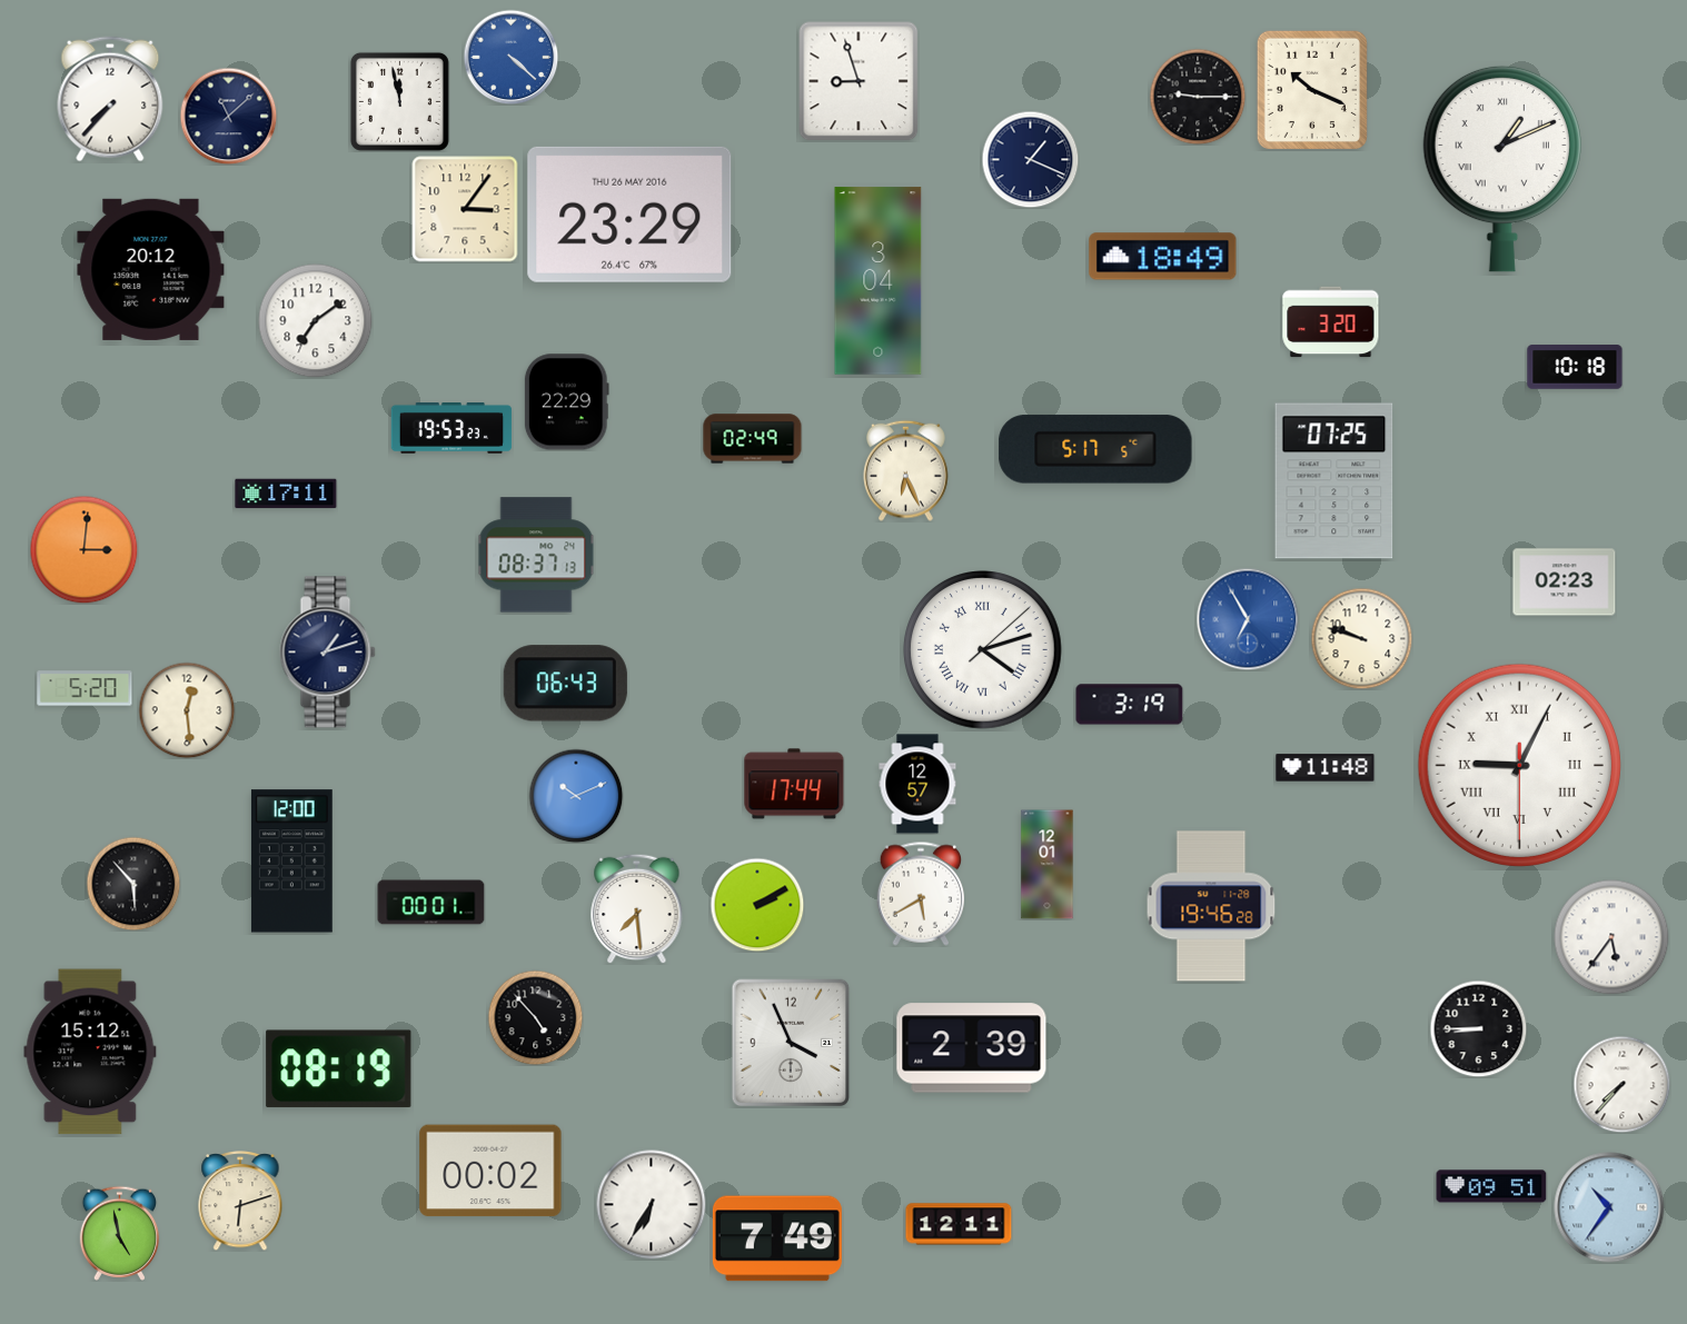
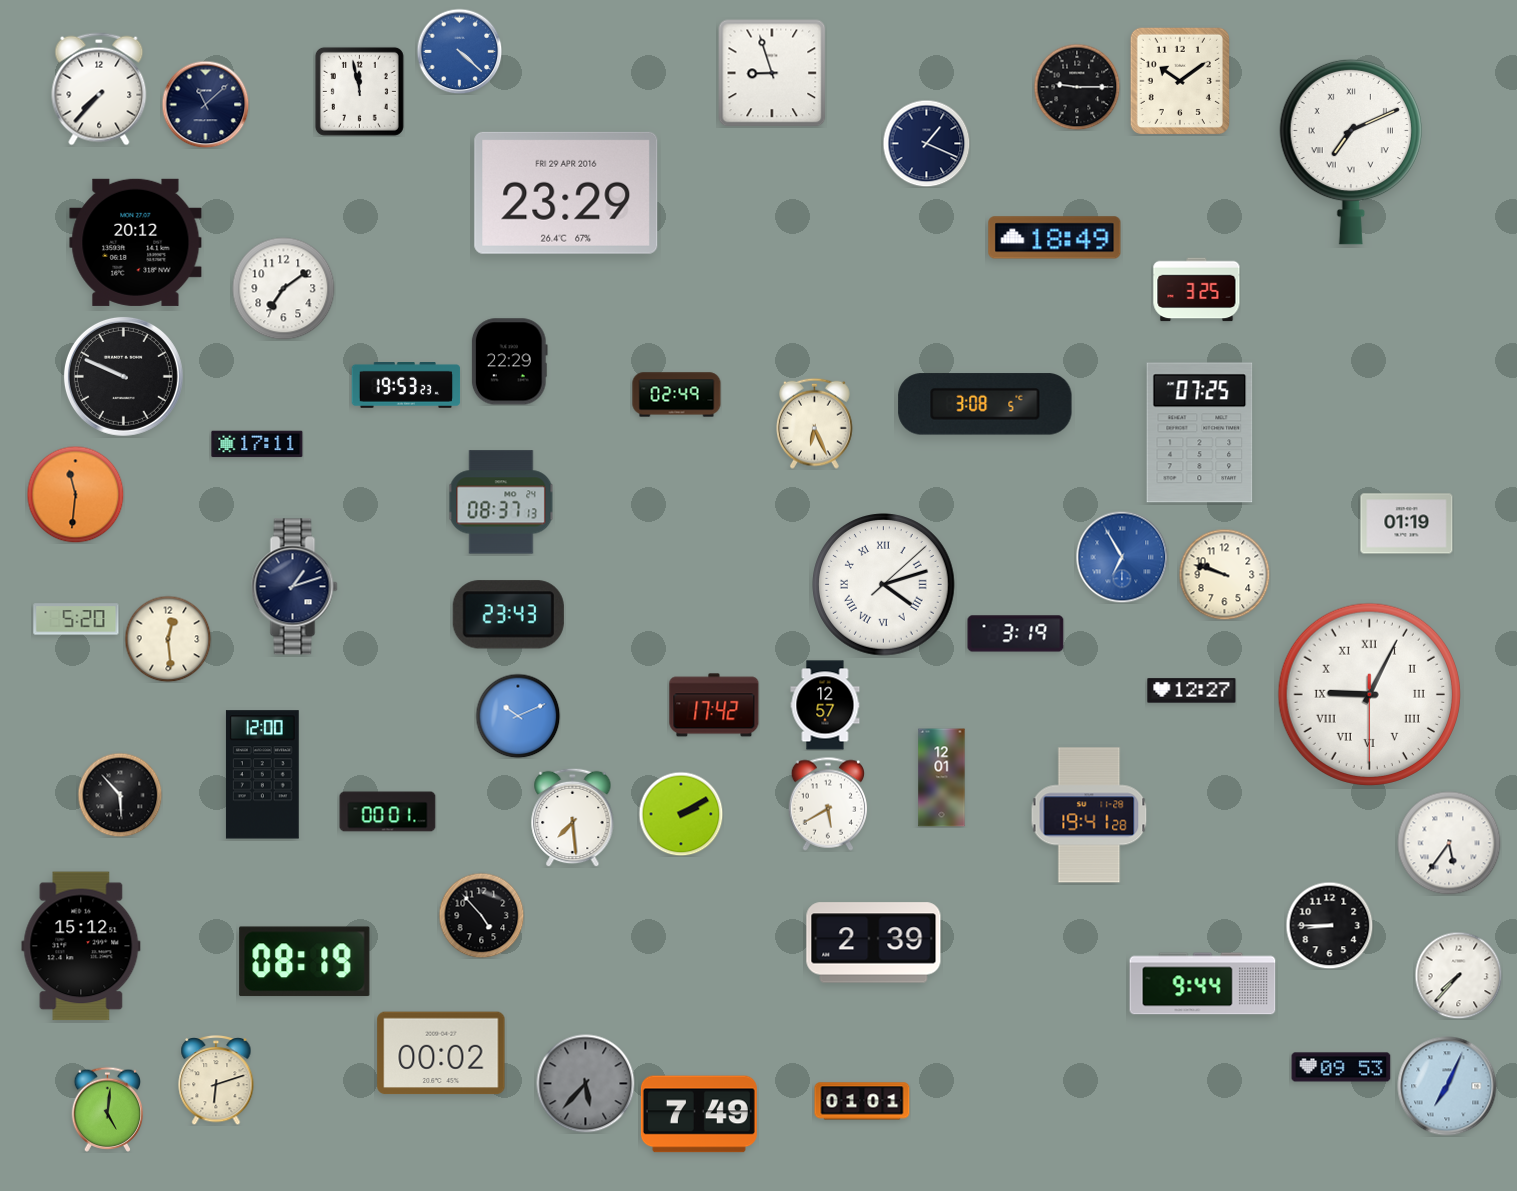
clock at (1312, 90): 10:19 -> 10:09
clock at (1502, 169): 1:11 -> 7:11
clock at (465, 209): 3:06 -> none
clock at (629, 215) date: THU 26 MAY 2016 -> FRI 29 APR 2016
clock at (1163, 257) position: (1163, 257) -> (1055, 238)
clock at (879, 281): 3:04 -> none
clock at (1331, 322): 3:20 -> 3:25
clock at (1575, 367): 10:18 -> none
clock at (123, 376): none -> 9:49
clock at (1095, 449): 5:17 -> 3:08
clock at (83, 549): 3:01 -> 11:31
clock at (536, 555) position: (536, 555) -> (501, 502)
clock at (1565, 583): 02:23 -> 01:19
clock at (565, 684): 06:43 -> 23:43
clock at (1519, 765) position: (1519, 765) -> (1369, 694)
clock at (1326, 768): 11:48 -> 12:27
clock at (794, 784): 17:44 -> 17:42
clock at (1211, 906): 19:46 -> 19:41
clock at (791, 1043): 3:56 -> none
clock at (1203, 984): none -> 9:44
clock at (1491, 1186): 09:51 -> 09:53
clock at (652, 1205): 6:35 -> 5:37
clock at (652, 1205) dial: white -> grey
clock at (1609, 1207): 10:36 -> 7:04
clock at (959, 1224): 12:11 -> 01:01
clock at (120, 1233): 4:58 -> 5:01
